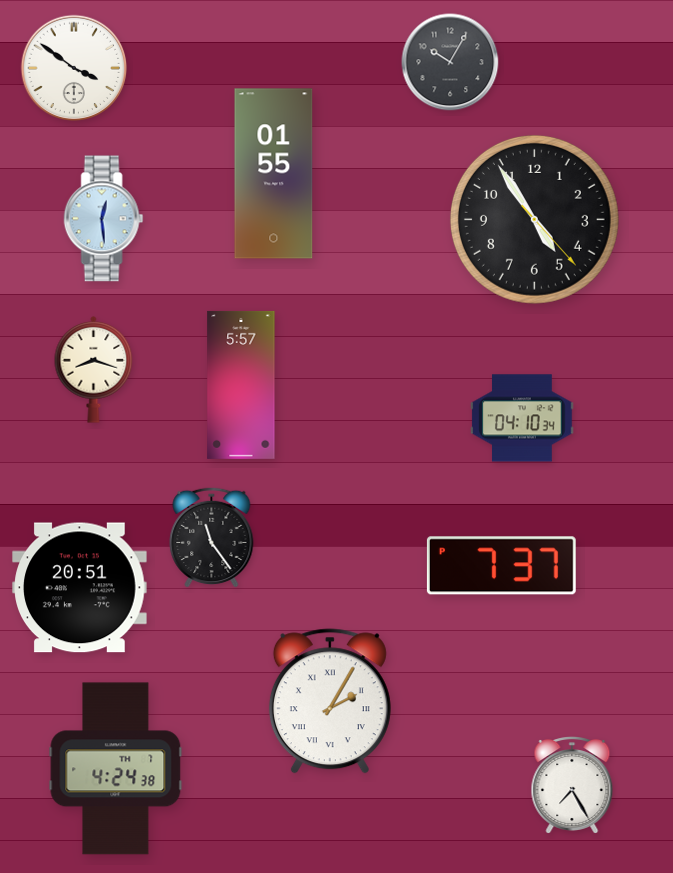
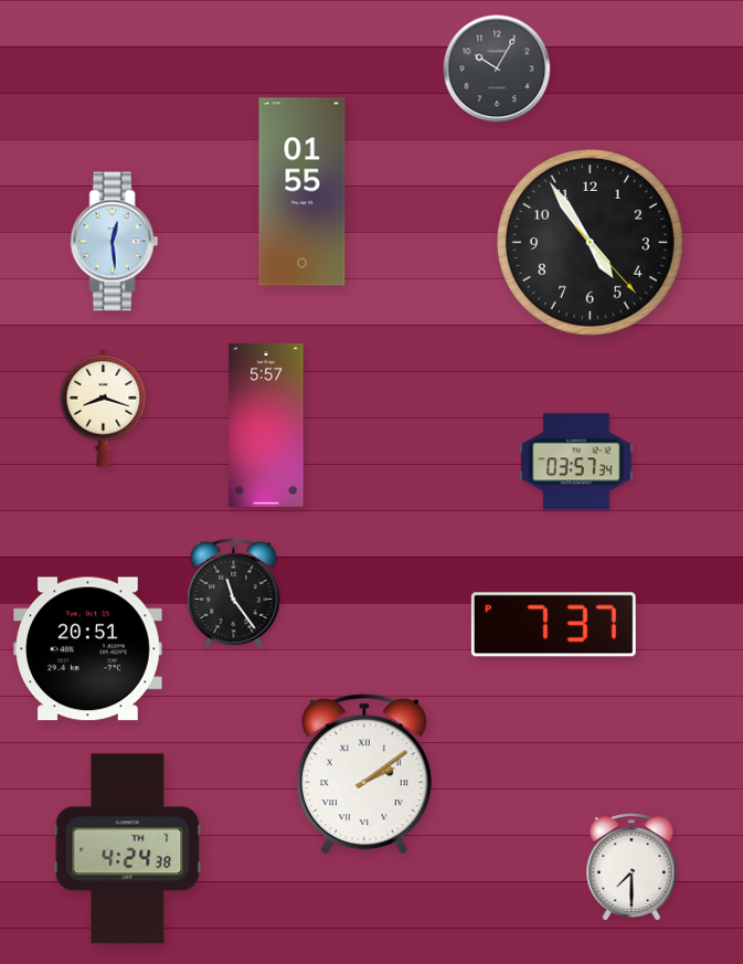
clock at (74, 68): 3:51 -> none
clock at (522, 418): 04:10 -> 03:57
clock at (330, 701): 2:05 -> 2:09
clock at (572, 786): 7:25 -> 7:30
